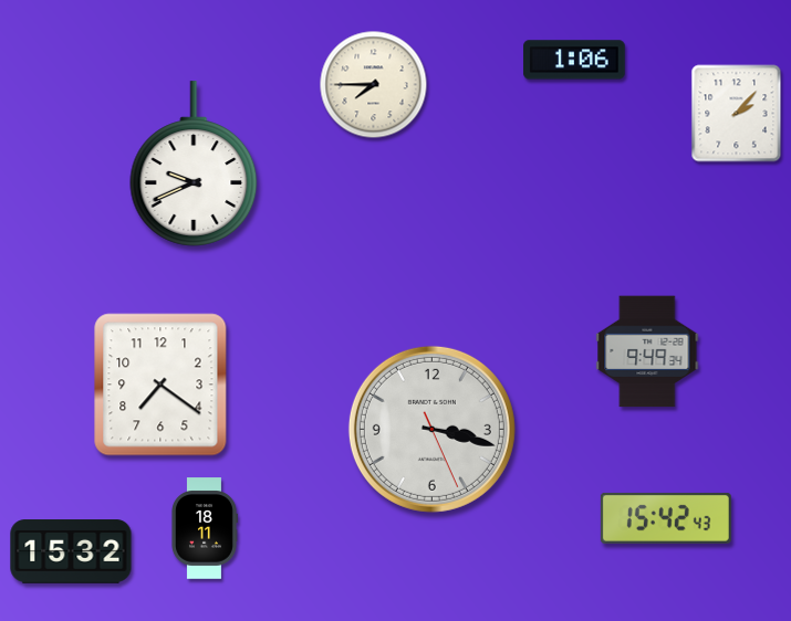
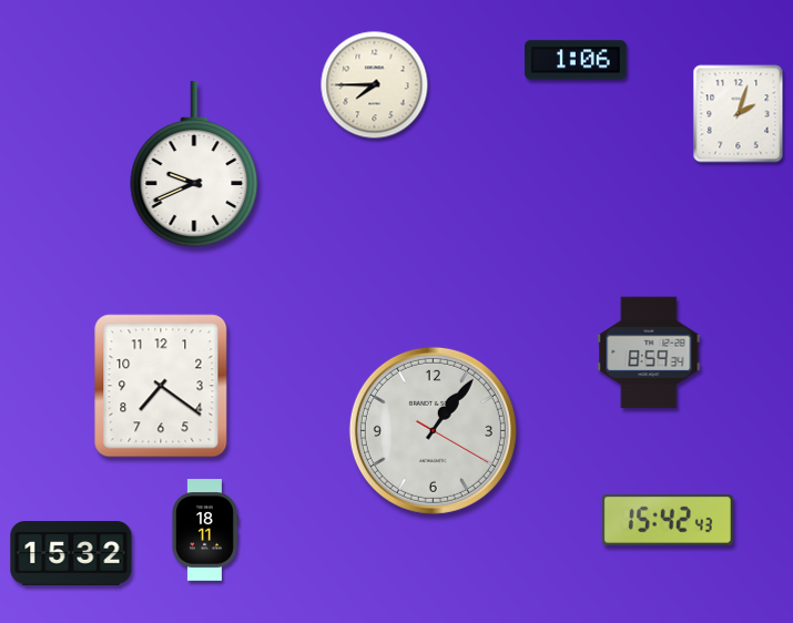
clock at (737, 114): 2:07 -> 2:03
clock at (647, 351): 9:49 -> 8:59
clock at (431, 429): 3:17 -> 1:06
